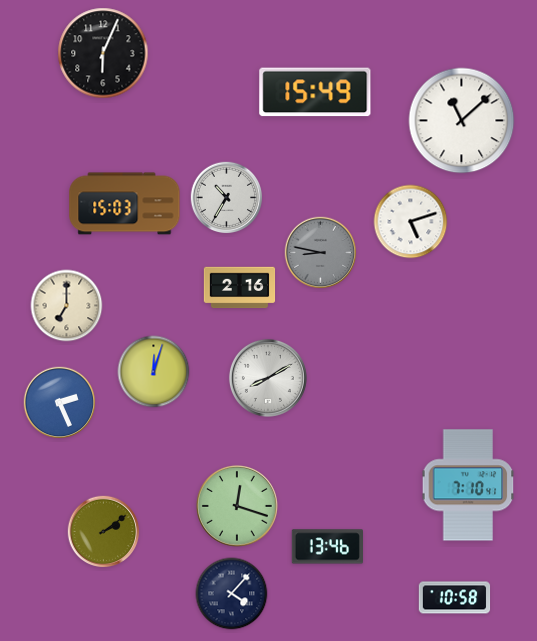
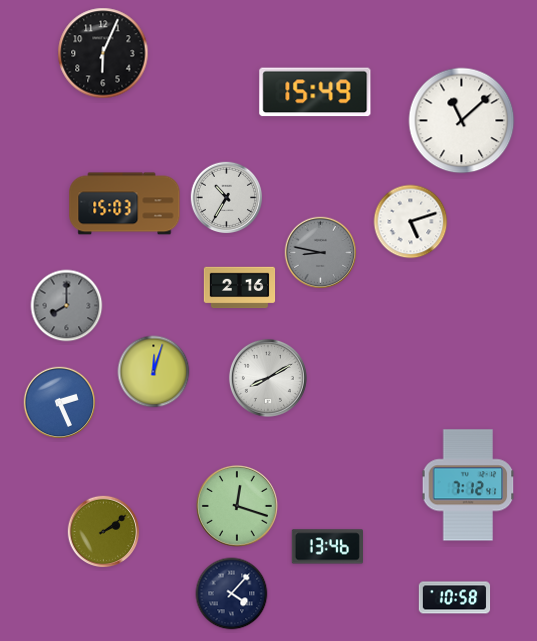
clock at (67, 306): 7:00 -> 8:00
clock at (67, 306) dial: cream -> grey
clock at (468, 485): 7:10 -> 7:12
